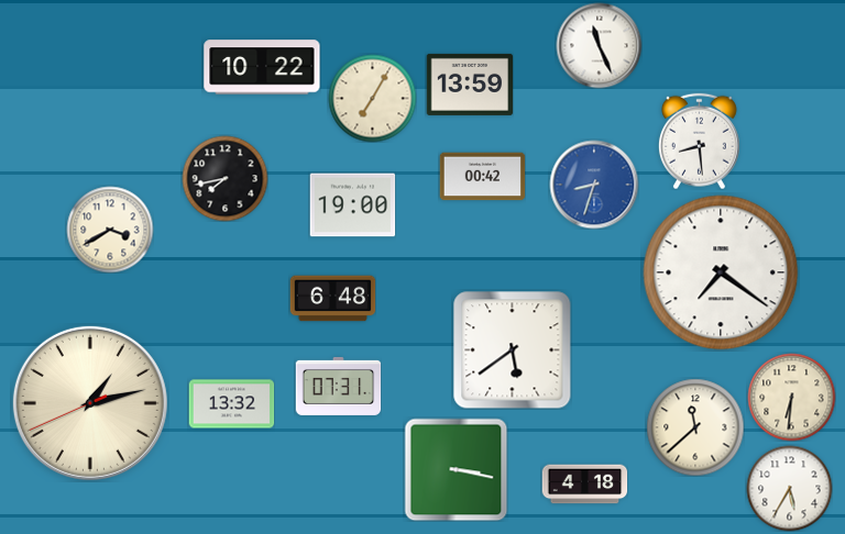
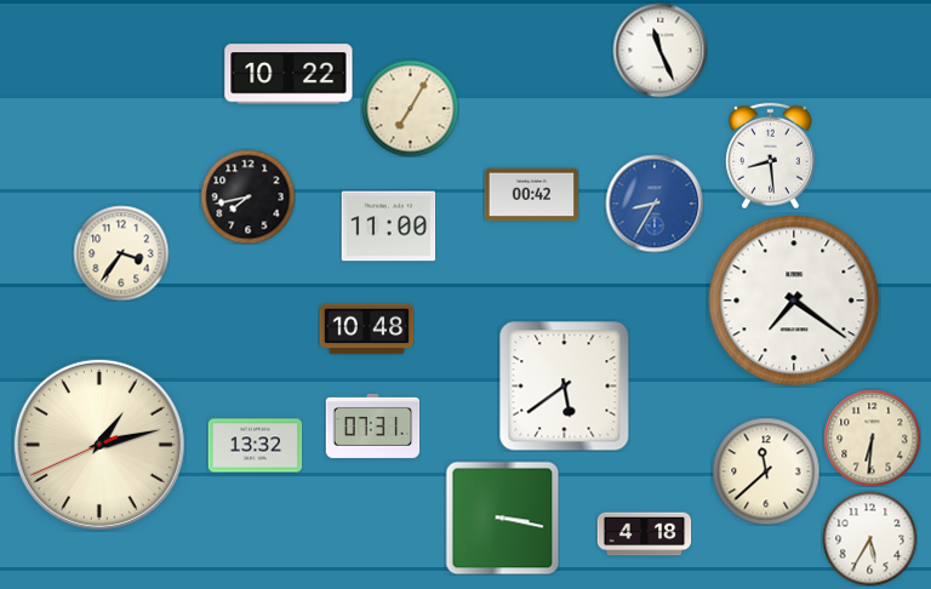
clock at (470, 85): 13:59 -> none
clock at (594, 185): 8:33 -> 8:35
clock at (352, 205): 19:00 -> 11:00
clock at (110, 230): 3:40 -> 3:36
clock at (332, 299): 6:48 -> 10:48
